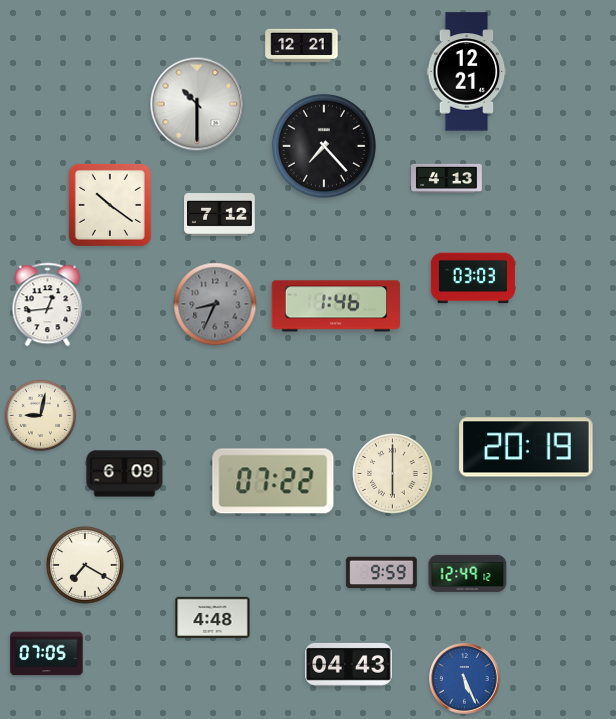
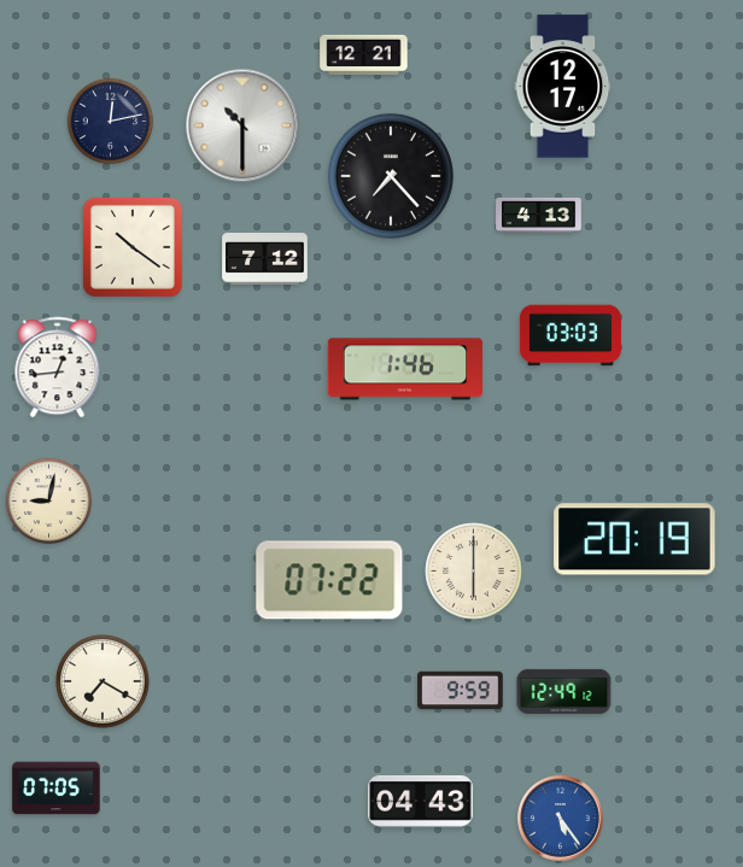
clock at (467, 72): 12:21 -> 12:17
clock at (110, 121): none -> 12:13
clock at (197, 104) position: (197, 104) -> (242, 125)
clock at (215, 304): 8:34 -> none
clock at (125, 474): 6:09 -> none
clock at (213, 617): 4:48 -> none
clock at (465, 679): 5:26 -> 5:24
